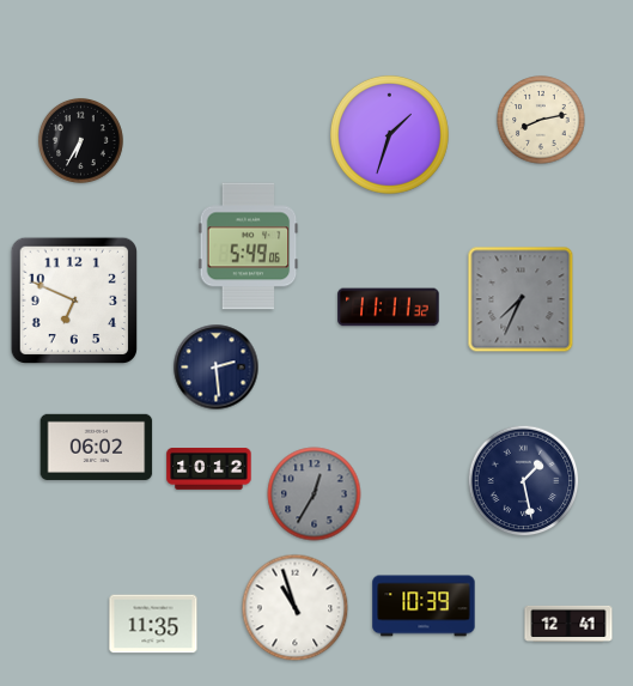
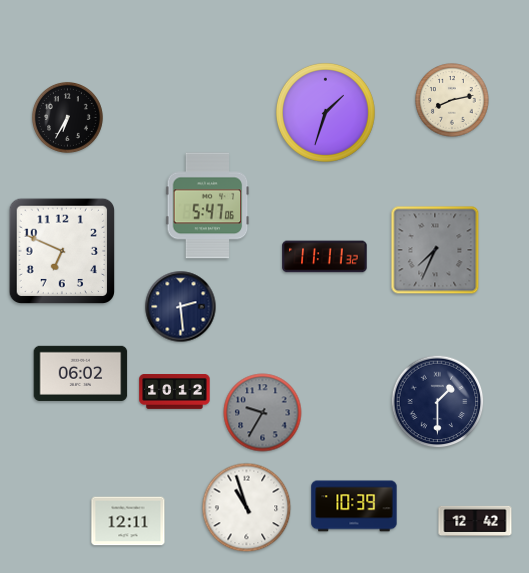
clock at (249, 247): 5:49 -> 5:47
clock at (524, 481): 1:28 -> 1:30
clock at (315, 494): 12:35 -> 9:35
clock at (568, 623): 12:41 -> 12:42
clock at (153, 624): 11:35 -> 12:11
